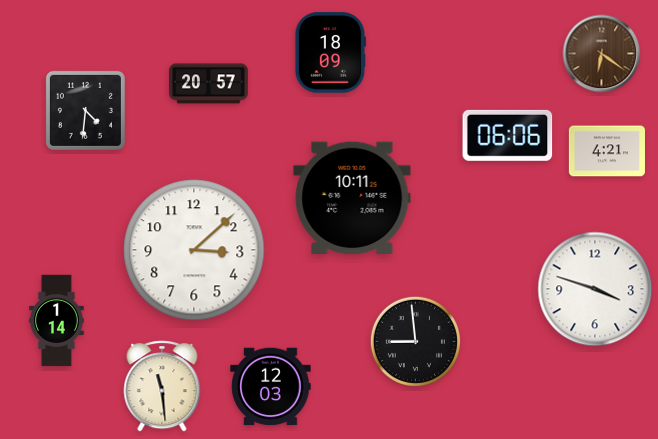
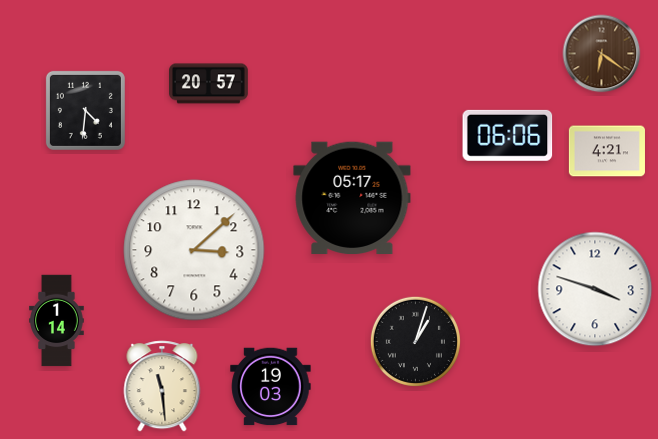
clock at (330, 53): 18:09 -> none
clock at (352, 198): 10:11 -> 05:17
clock at (415, 341): 8:59 -> 1:03
clock at (271, 387): 12:03 -> 19:03
